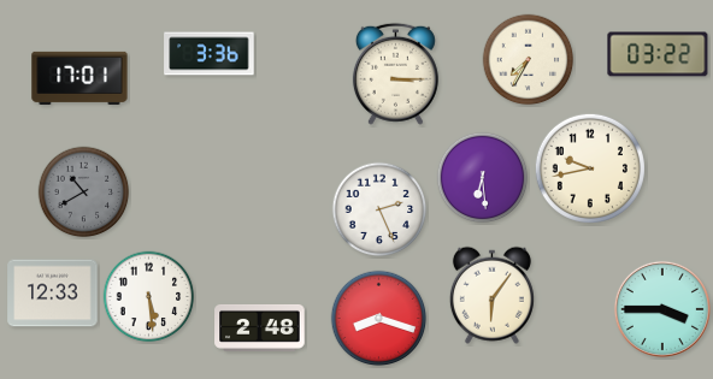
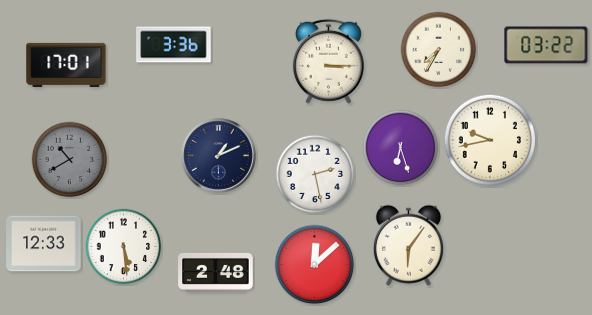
clock at (483, 178): 6:29 -> 6:27
clock at (218, 155): none -> 1:11
clock at (379, 209): 2:26 -> 2:28
clock at (662, 309): 3:45 -> none
clock at (379, 319): 8:18 -> 12:08
